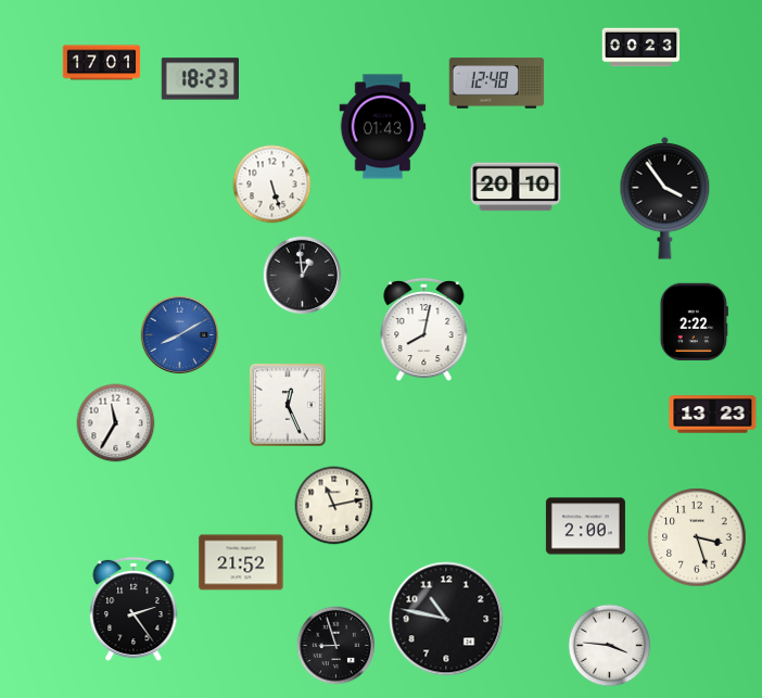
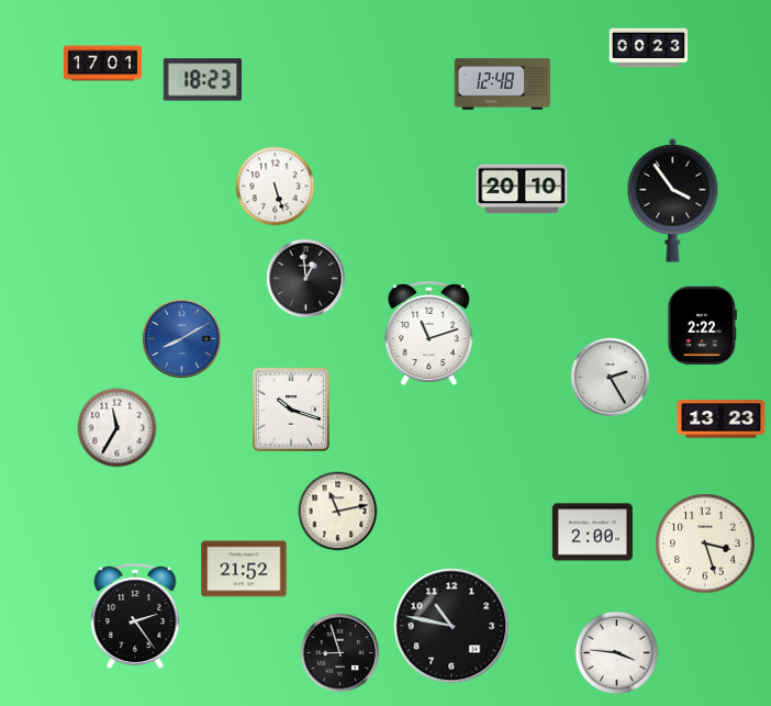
clock at (383, 127): 01:43 -> none
clock at (424, 330): 8:02 -> 11:12
clock at (611, 378): none -> 2:25
clock at (288, 405): 12:26 -> 10:18
